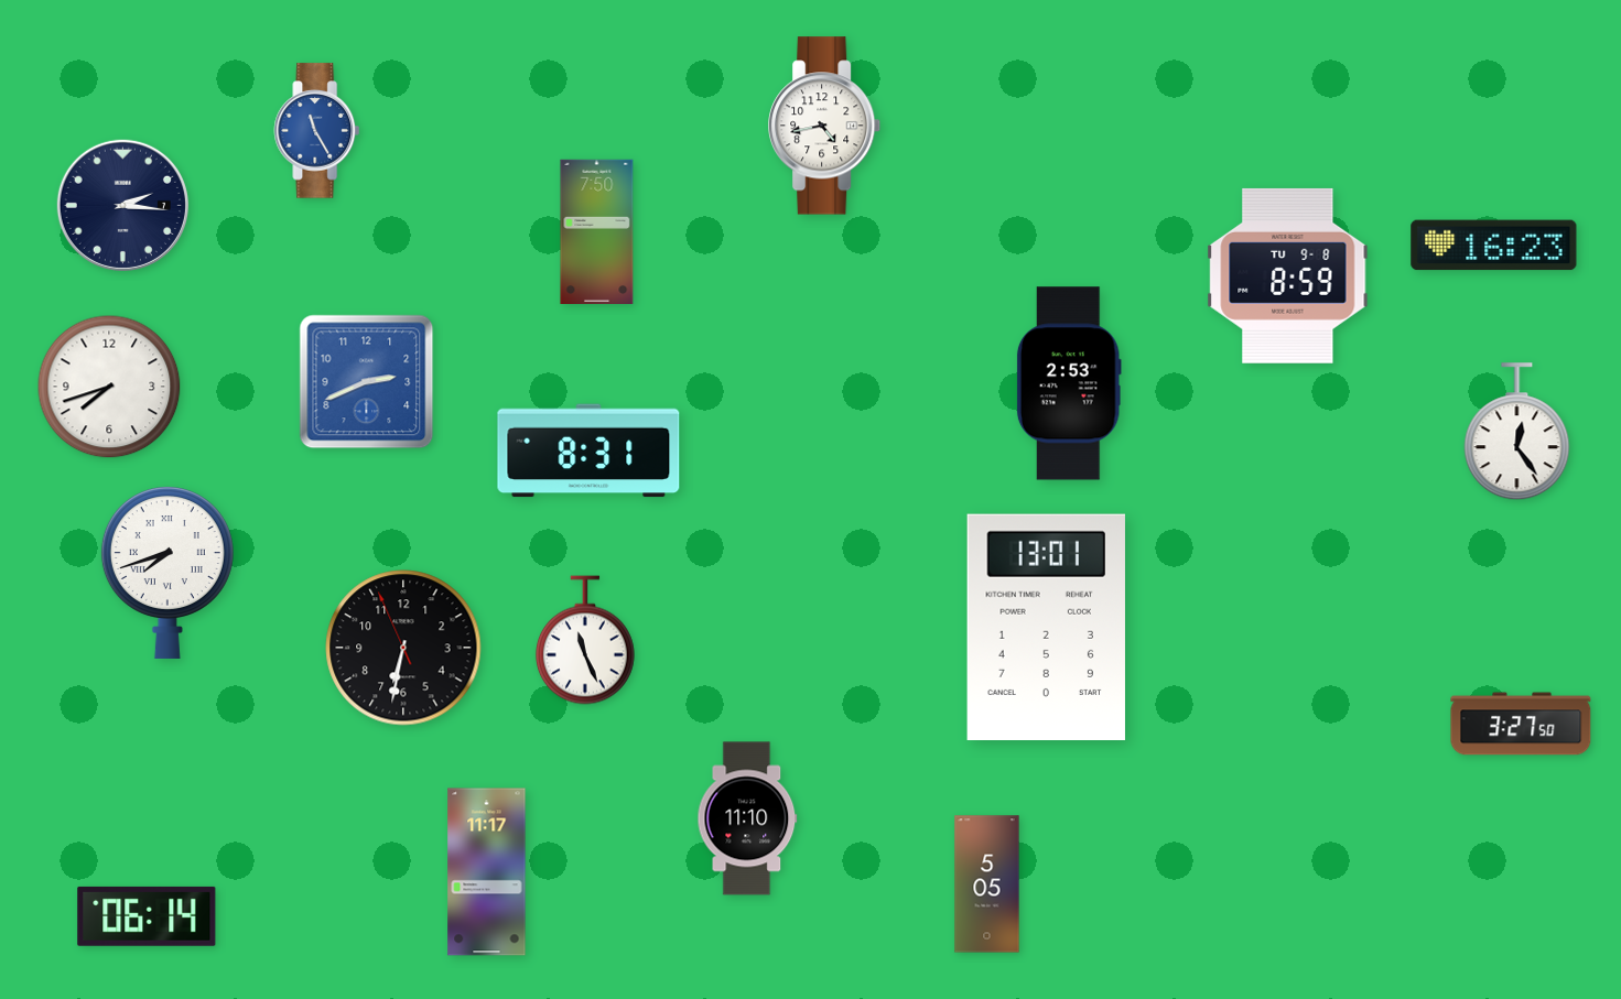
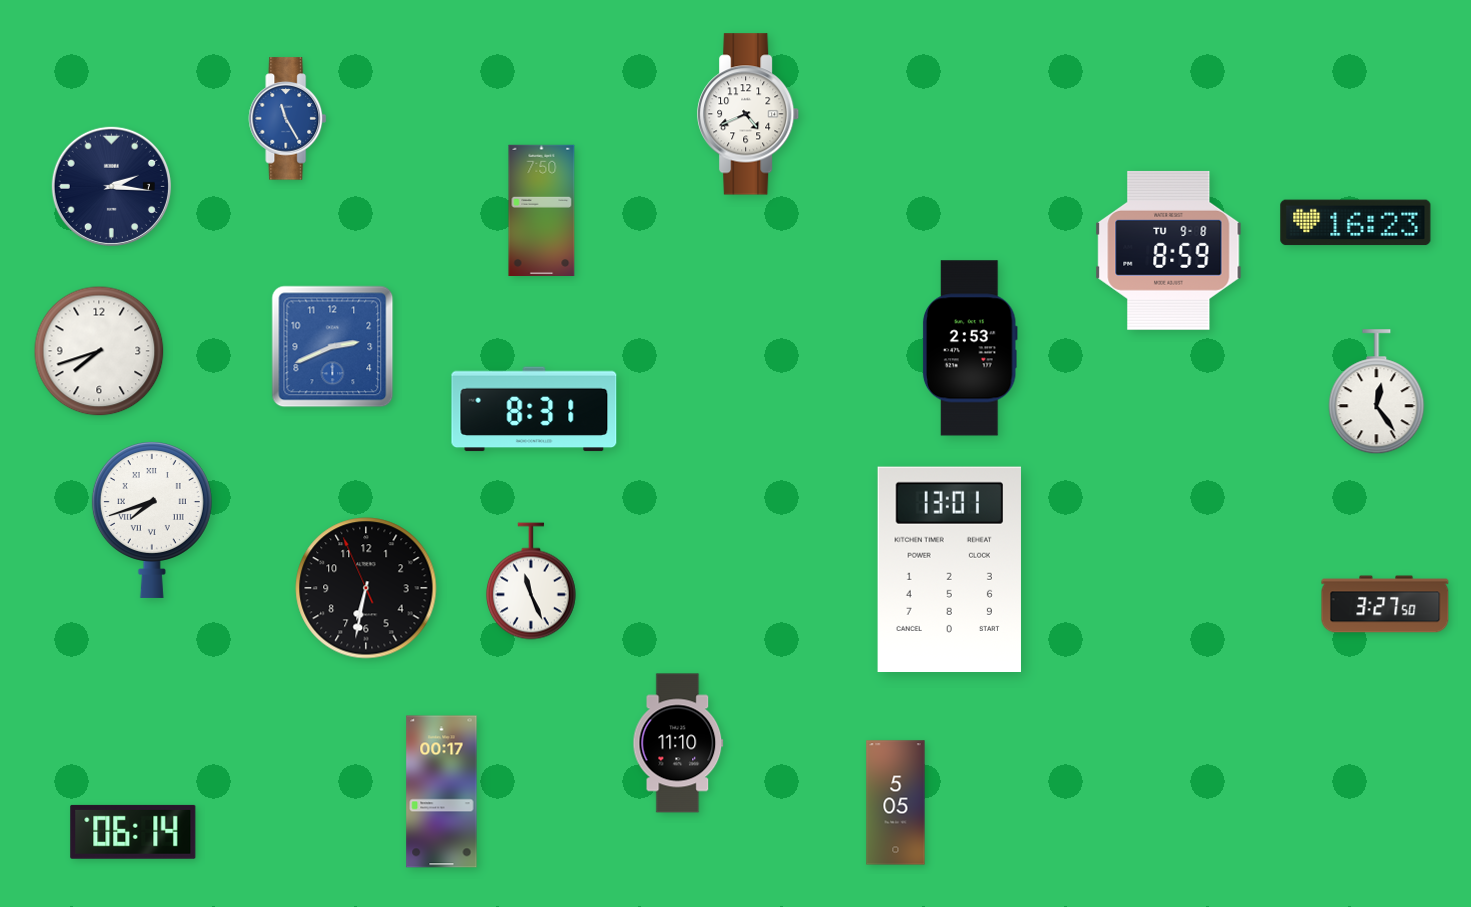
clock at (825, 126): 4:43 -> 4:41
clock at (1521, 724) position: (1521, 724) -> (1385, 604)
clock at (487, 872): 11:17 -> 00:17
